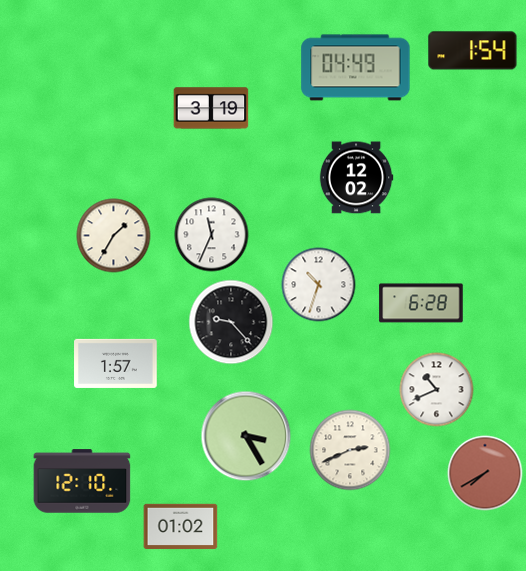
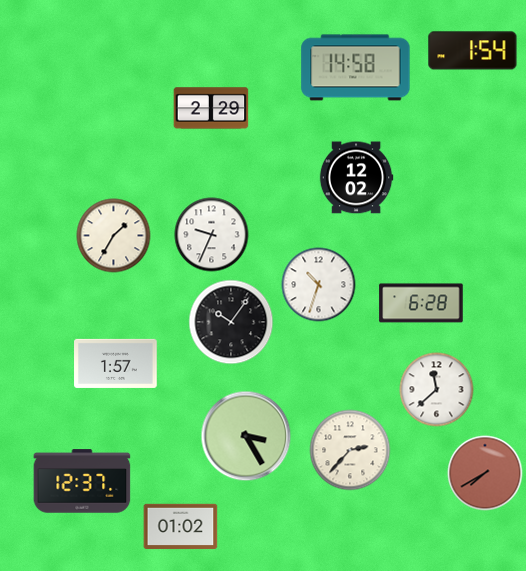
clock at (356, 68): 04:49 -> 14:58
clock at (211, 108): 3:19 -> 2:29
clock at (212, 235): 11:34 -> 9:34
clock at (231, 322): 9:23 -> 10:06
clock at (437, 390): 10:41 -> 11:38
clock at (350, 450): 2:41 -> 2:37
clock at (82, 481): 12:10 -> 12:37
